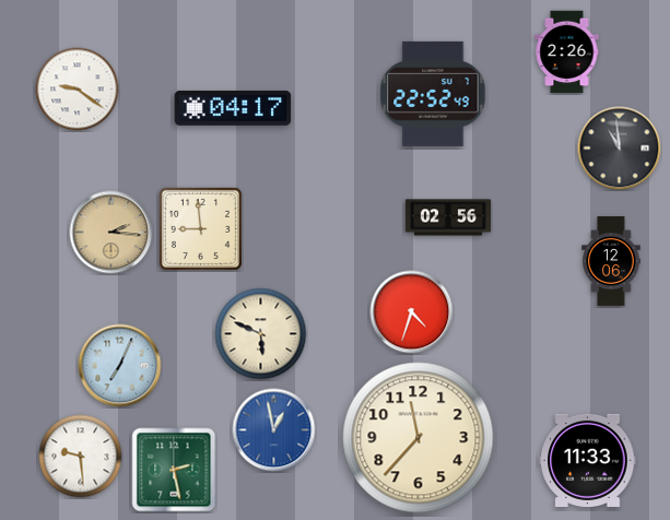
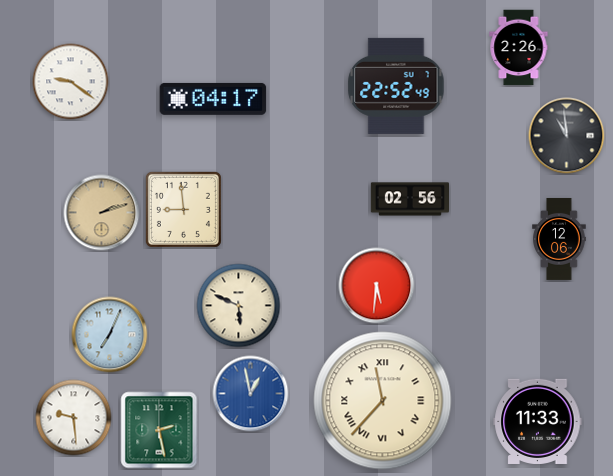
clock at (111, 233): 2:16 -> 2:12
clock at (412, 312): 4:33 -> 5:31
clock at (419, 438) numerals: Arabic -> Roman
